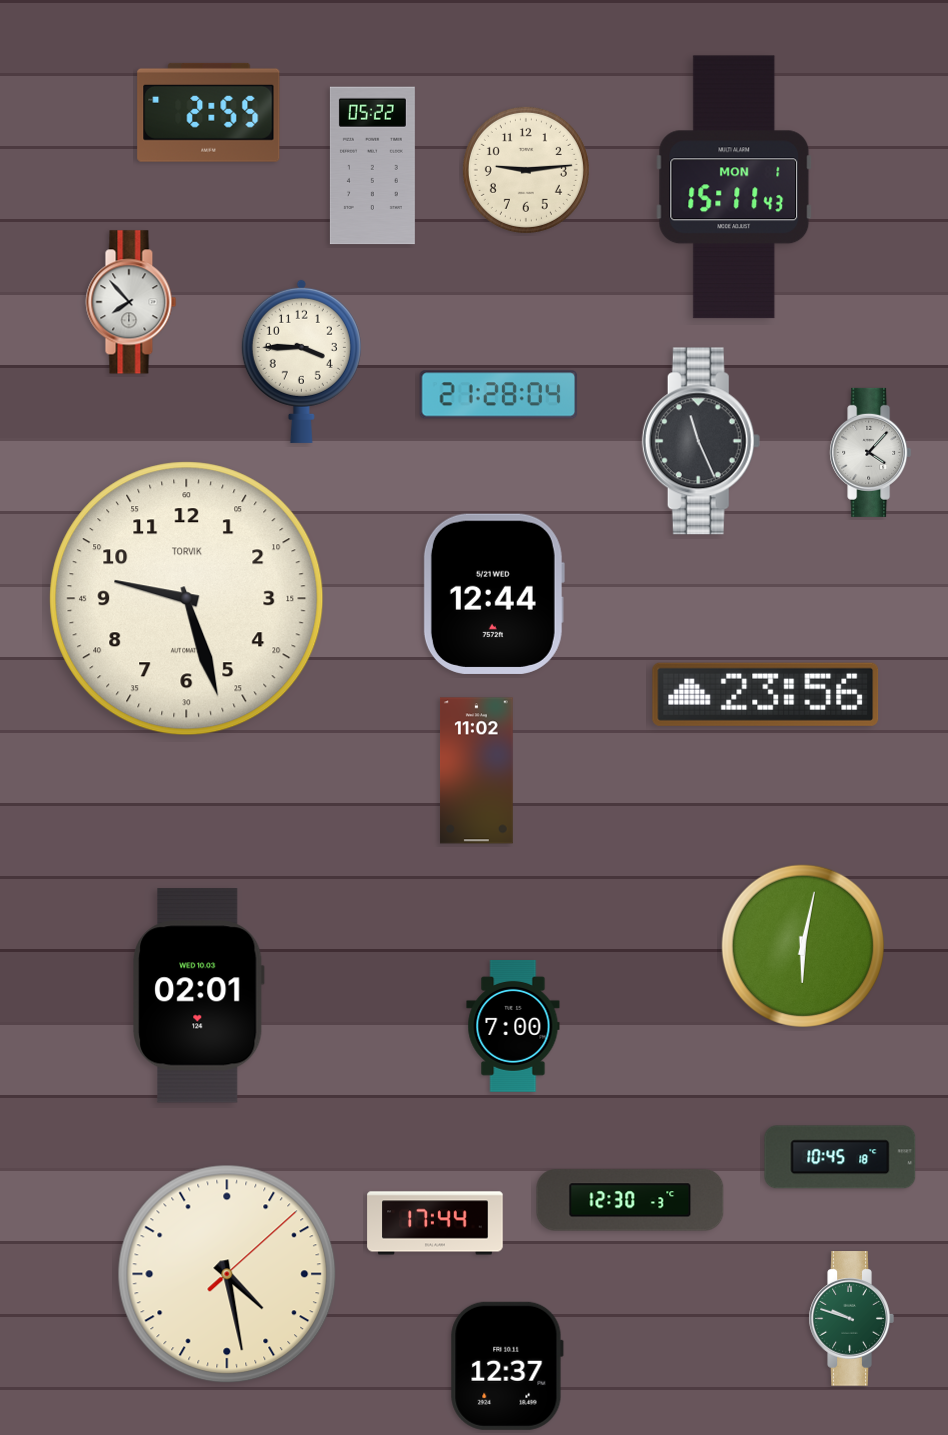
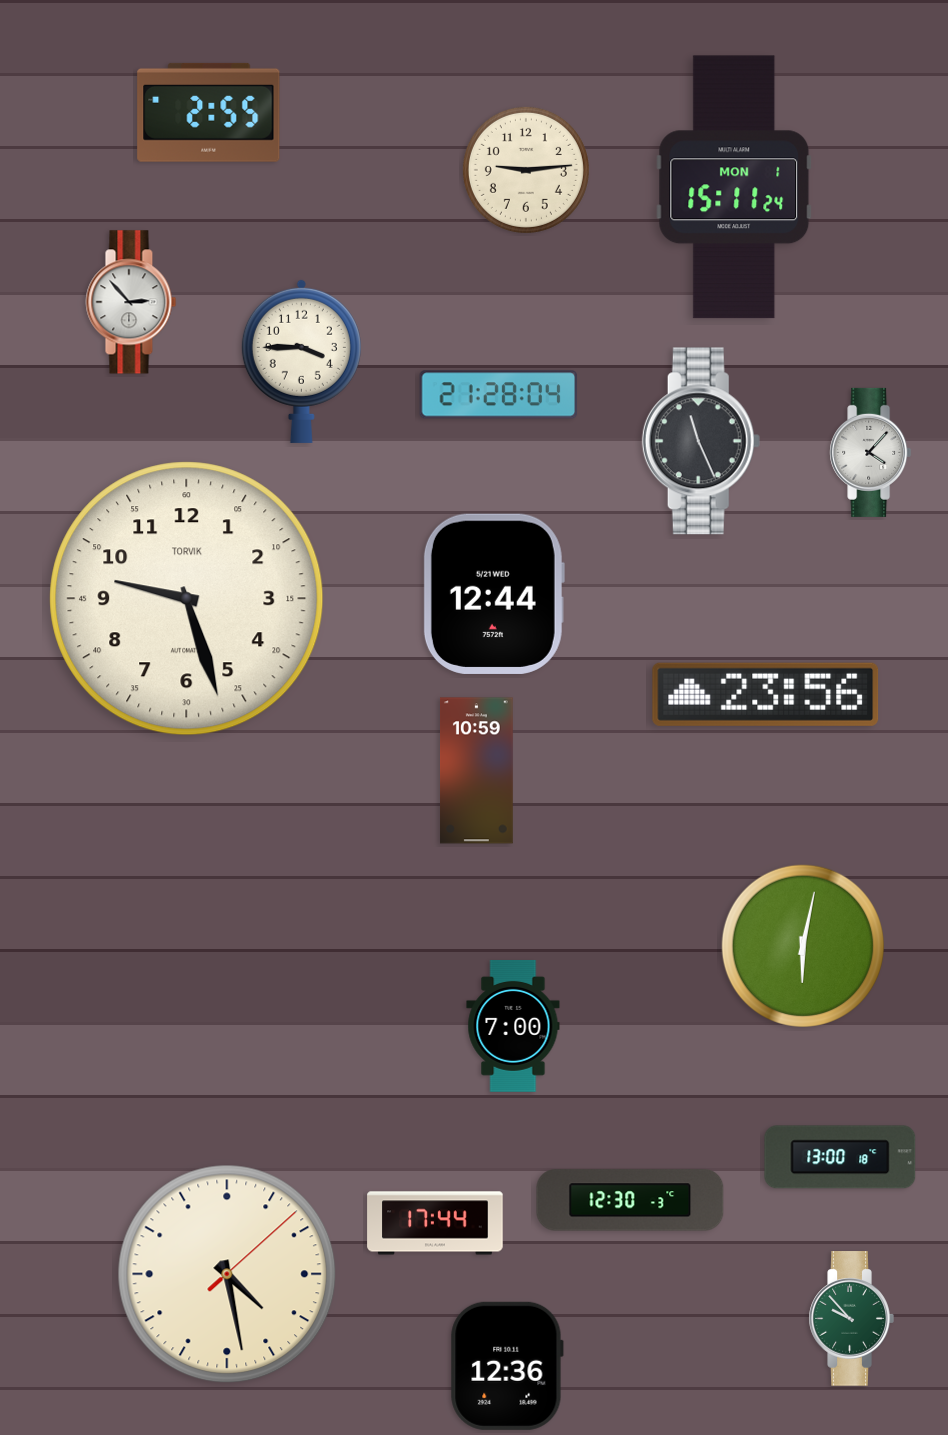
clock at (372, 166): 05:22 -> none
clock at (734, 187): 15:11:43 -> 15:11:24
clock at (131, 302): 7:53 -> 2:53
clock at (477, 771): 11:02 -> 10:59
clock at (199, 996): 02:01 -> none
clock at (840, 1157): 10:45 -> 13:00
clock at (851, 1319): 9:48 -> 9:53
clock at (507, 1366): 12:37 -> 12:36
